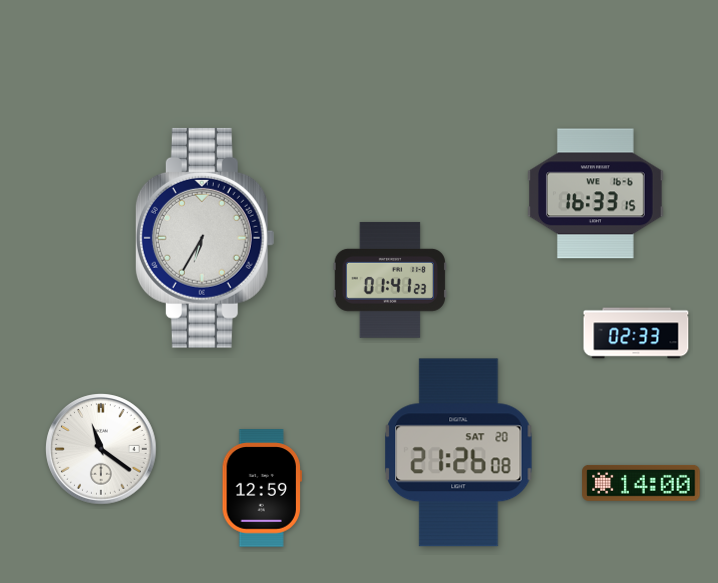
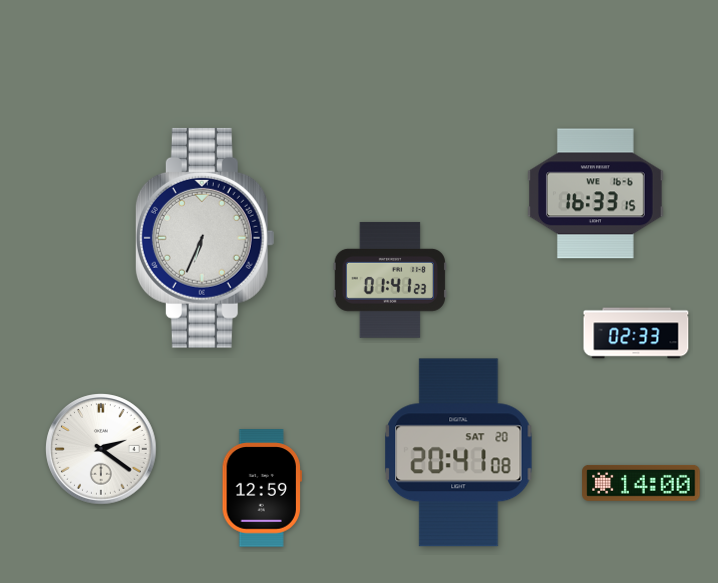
clock at (205, 238): 6:35 -> 6:34
clock at (101, 449): 11:21 -> 2:21
clock at (459, 453): 21:26 -> 20:41
